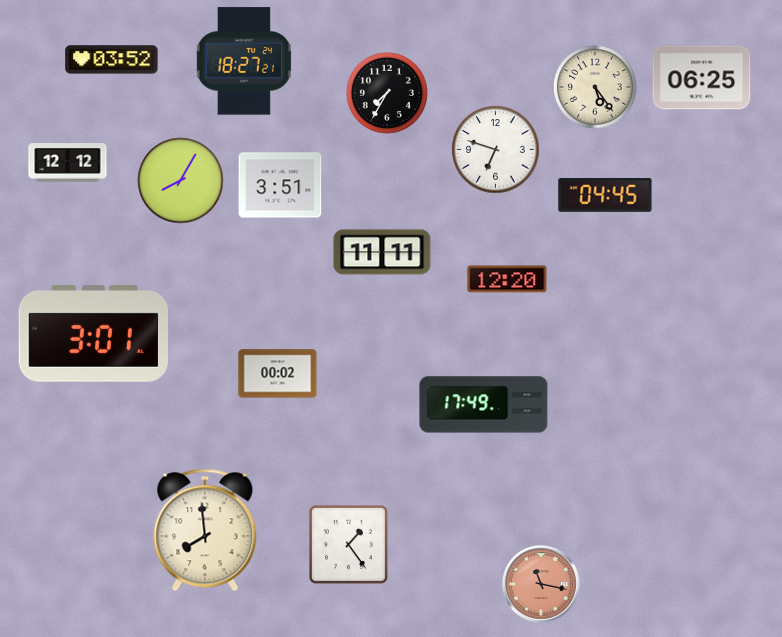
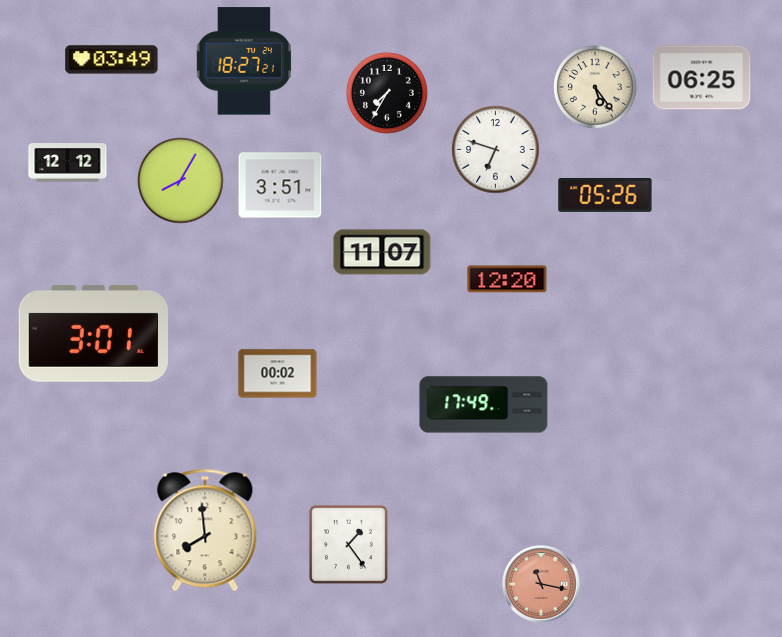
clock at (112, 60): 03:52 -> 03:49
clock at (605, 195): 04:45 -> 05:26
clock at (382, 252): 11:11 -> 11:07
